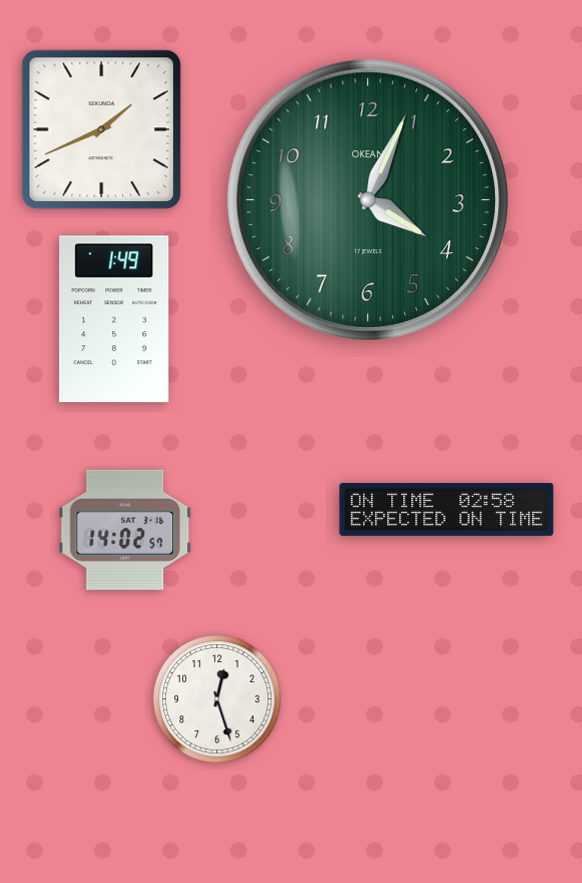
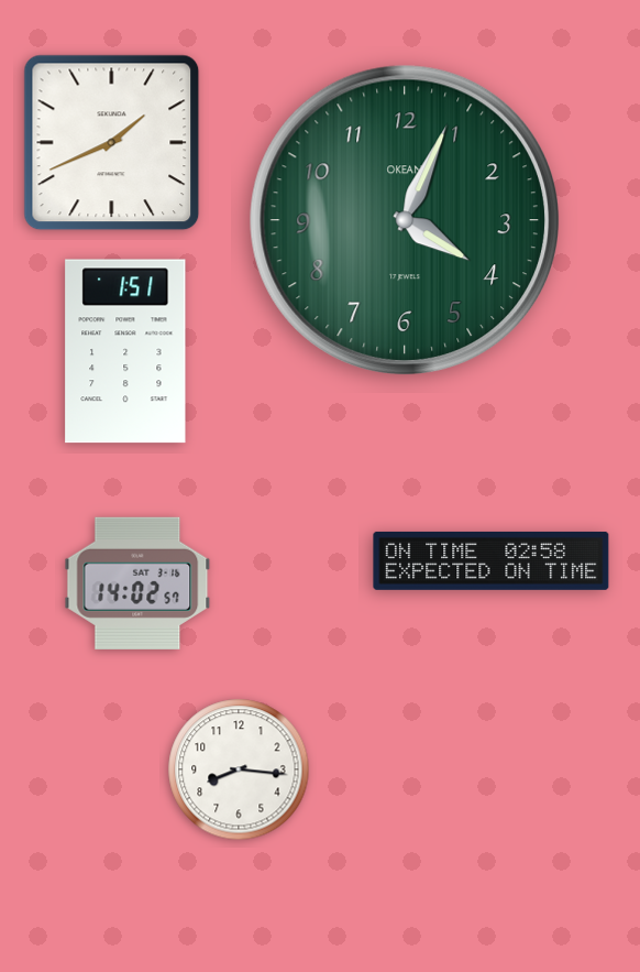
clock at (114, 319): 1:49 -> 1:51
clock at (217, 699): 12:27 -> 8:16
